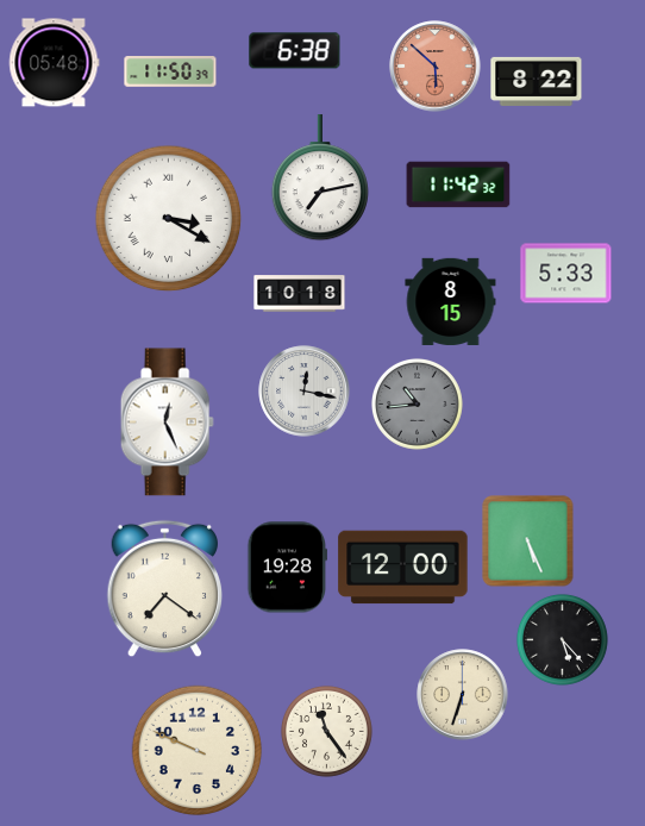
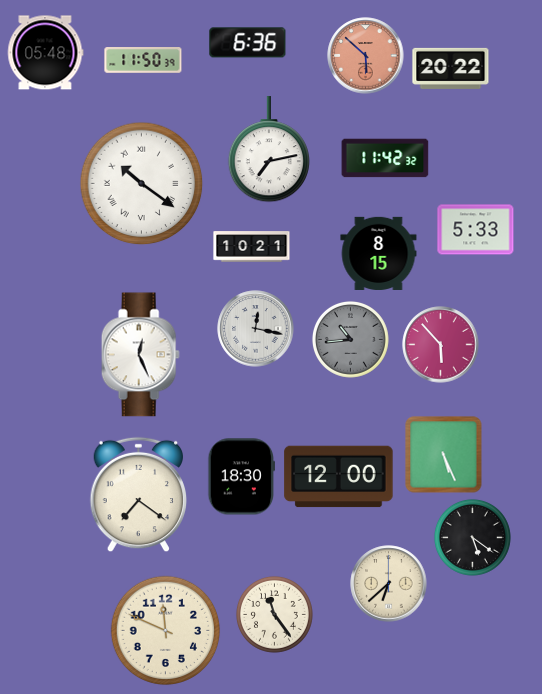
clock at (295, 51): 6:38 -> 6:36
clock at (537, 81): 8:22 -> 20:22
clock at (458, 184) position: (458, 184) -> (385, 158)
clock at (169, 219): 3:20 -> 10:21
clock at (300, 294): 10:18 -> 10:21
clock at (441, 345): none -> 5:53
clock at (287, 568): 19:28 -> 18:30
clock at (562, 639): 5:23 -> 5:21
clock at (463, 695): 6:33 -> 6:38
clock at (198, 751): 9:49 -> 11:49
